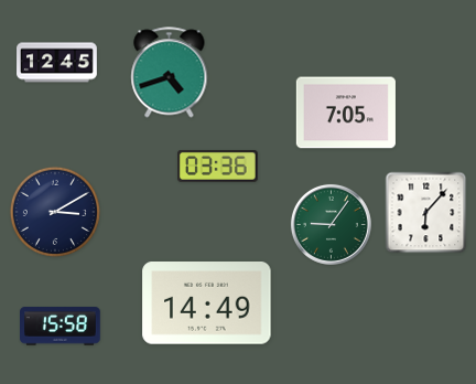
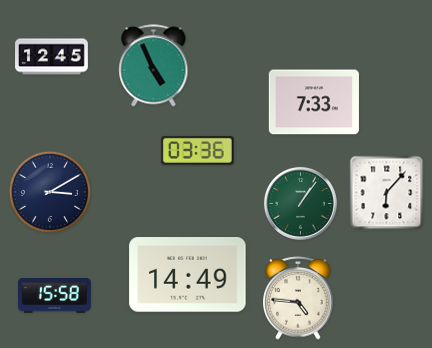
clock at (170, 73): 4:42 -> 4:56
clock at (346, 113): 7:05 -> 7:33
clock at (331, 224): 9:06 -> 1:06
clock at (298, 298): none -> 4:46
